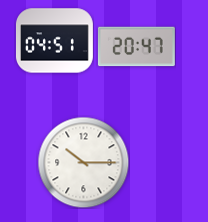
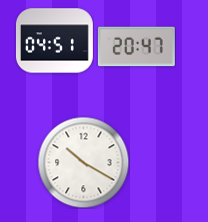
clock at (83, 162): 10:15 -> 10:20
